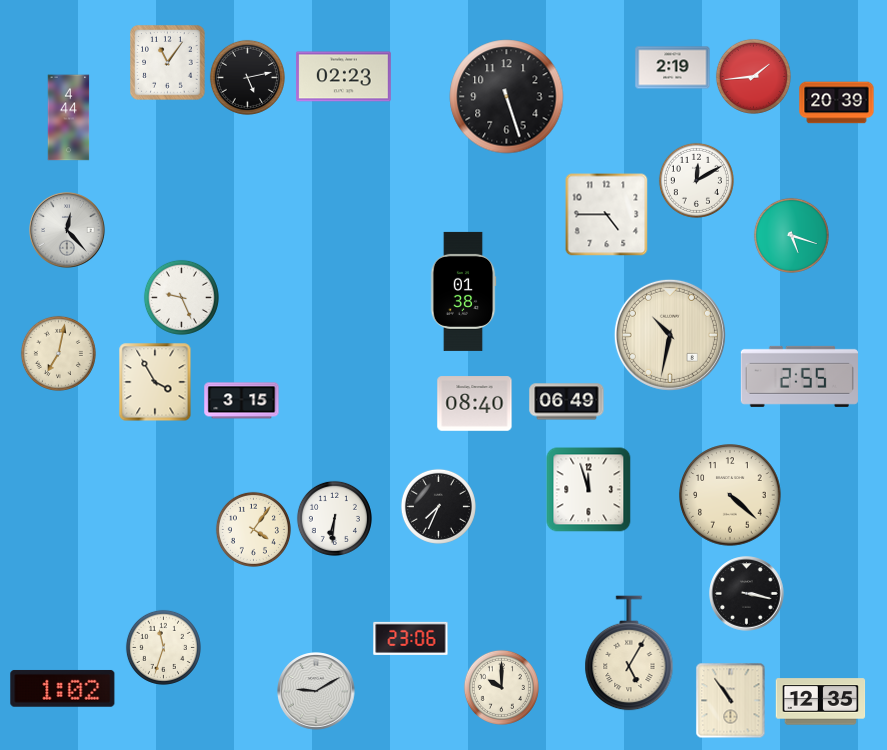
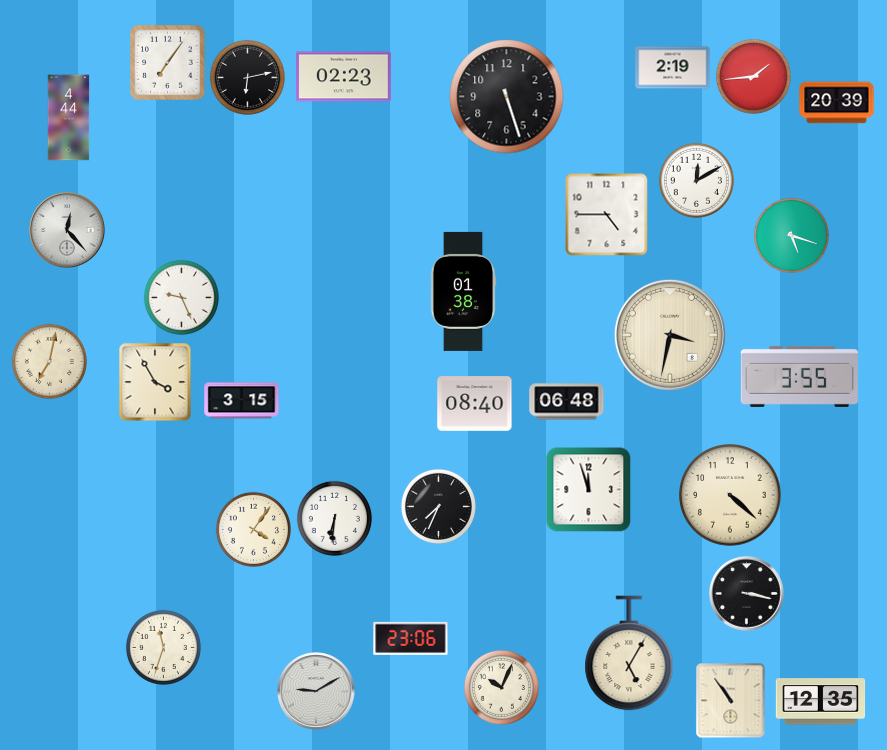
clock at (168, 63): 11:06 -> 7:06
clock at (247, 77): 5:13 -> 6:13
clock at (670, 335): 10:32 -> 3:32
clock at (58, 353) position: (58, 353) -> (49, 361)
clock at (799, 376): 2:55 -> 3:55
clock at (567, 402): 06:49 -> 06:48
clock at (501, 687): 10:00 -> 10:04
clock at (63, 688): 1:02 -> none
